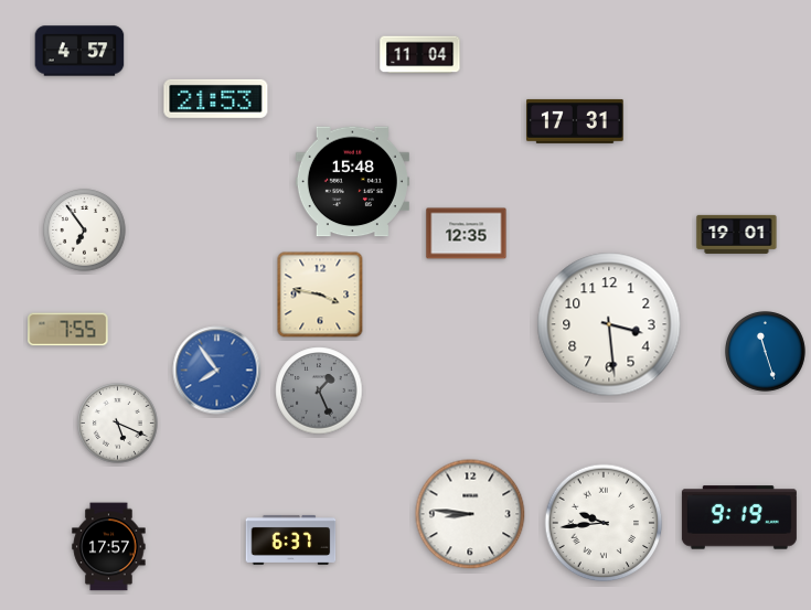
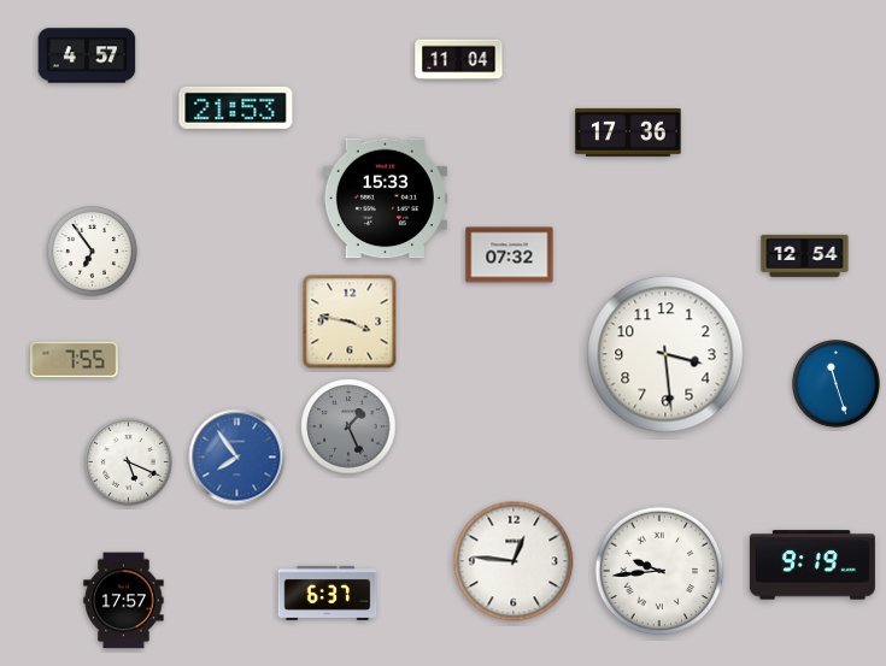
clock at (575, 121): 17:31 -> 17:36
clock at (352, 182): 15:48 -> 15:33
clock at (467, 234): 12:35 -> 07:32
clock at (737, 234): 19:01 -> 12:54
clock at (217, 371) position: (217, 371) -> (237, 458)
clock at (470, 514): 8:46 -> 12:46
clock at (739, 517) position: (739, 517) -> (812, 565)
clock at (291, 539) position: (291, 539) -> (328, 593)
clock at (109, 547) position: (109, 547) -> (124, 601)
